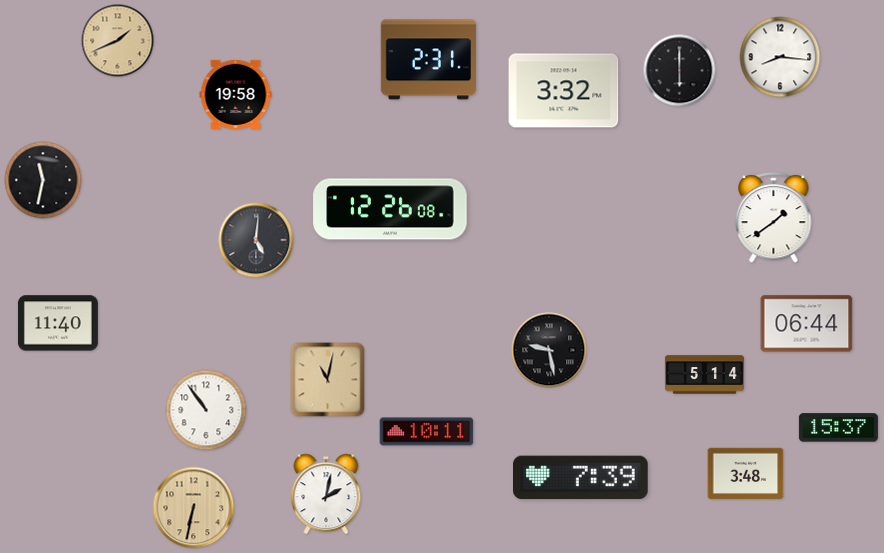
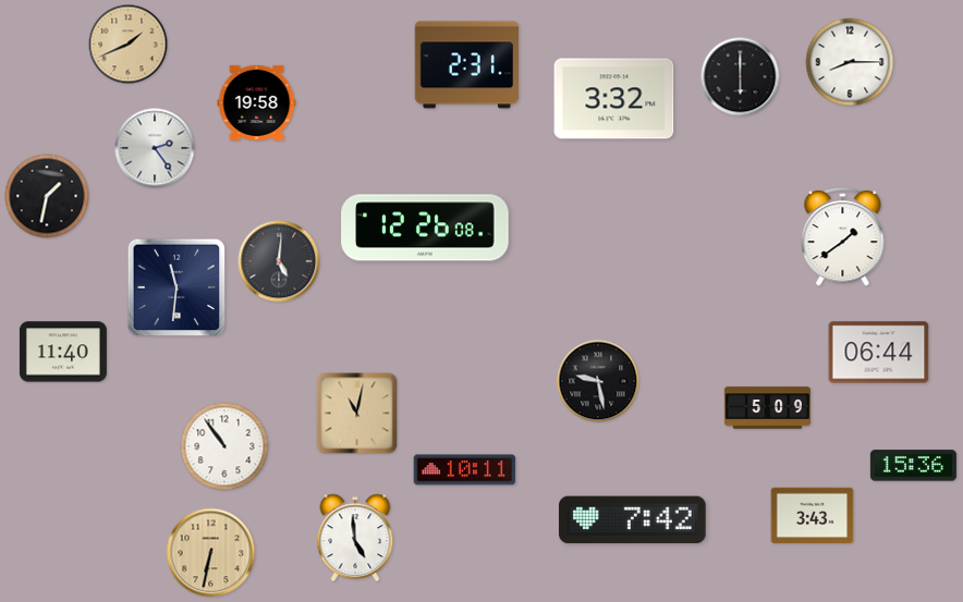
clock at (780, 57): 8:16 -> 8:15
clock at (155, 148): none -> 2:24
clock at (43, 180): 11:32 -> 1:32
clock at (176, 287): none -> 11:31
clock at (704, 375): 5:14 -> 5:09
clock at (838, 428): 15:37 -> 15:36
clock at (746, 474): 3:48 -> 3:43
clock at (581, 478): 7:39 -> 7:42
clock at (326, 494): 2:02 -> 4:59
